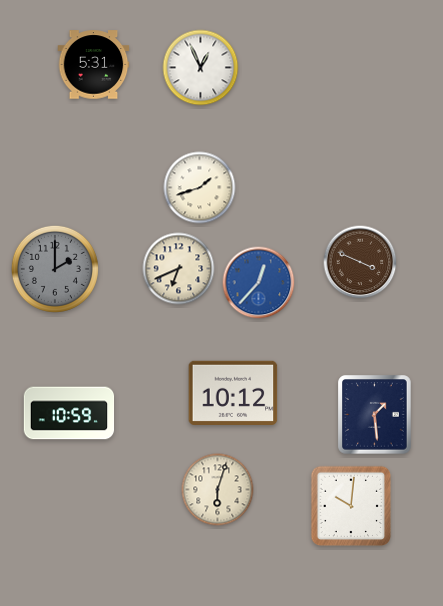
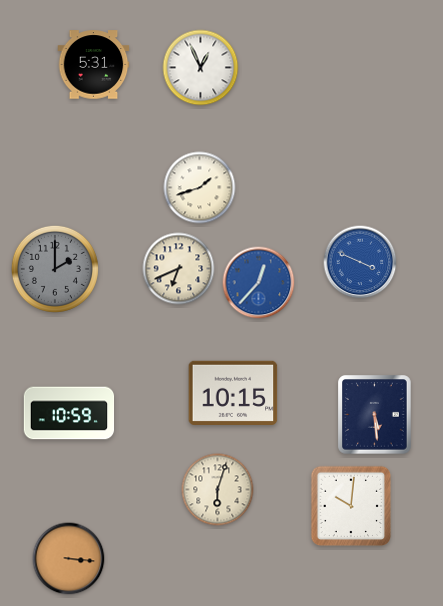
clock at (360, 262) dial: brown -> blue
clock at (233, 392): 10:12 -> 10:15
clock at (375, 415): 1:29 -> 5:29
clock at (69, 559): none -> 3:16
